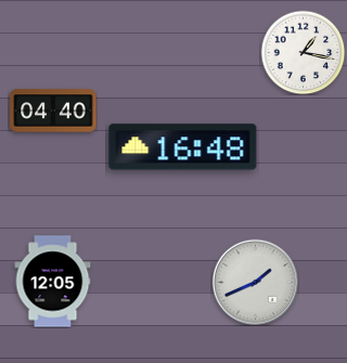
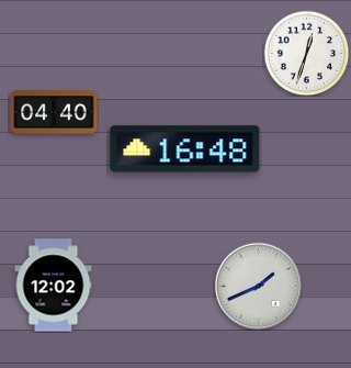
clock at (303, 52): 1:17 -> 12:33
clock at (53, 282): 12:05 -> 12:02
